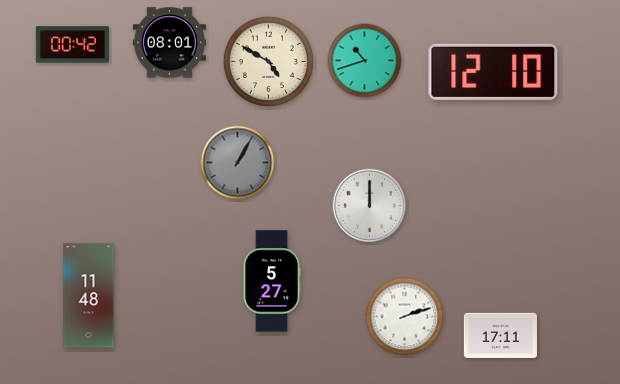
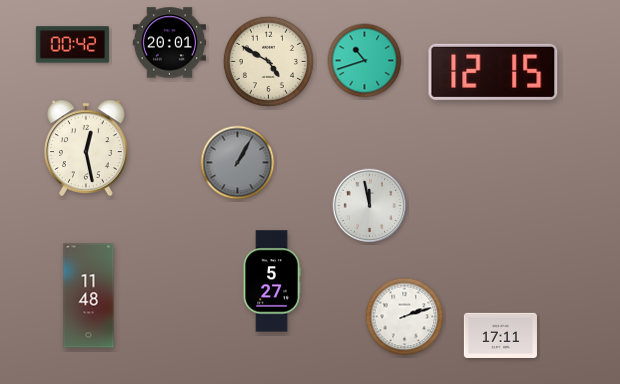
clock at (169, 43): 08:01 -> 20:01
clock at (493, 72): 12:10 -> 12:15
clock at (87, 148): none -> 12:28
clock at (370, 206): 12:00 -> 11:58
